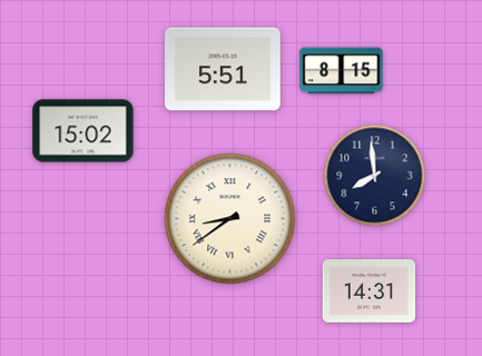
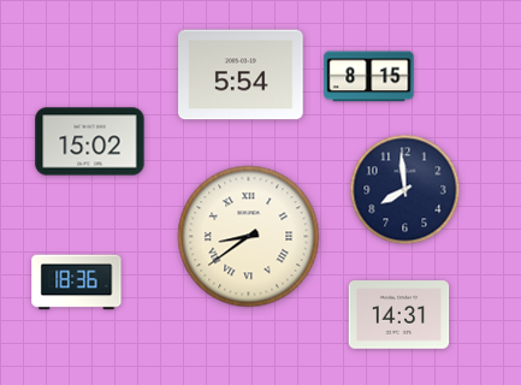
clock at (223, 69): 5:51 -> 5:54
clock at (77, 283): none -> 18:36
